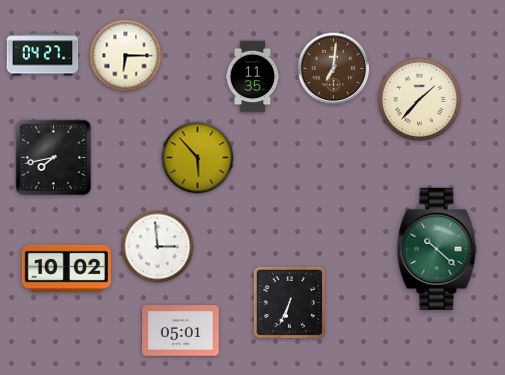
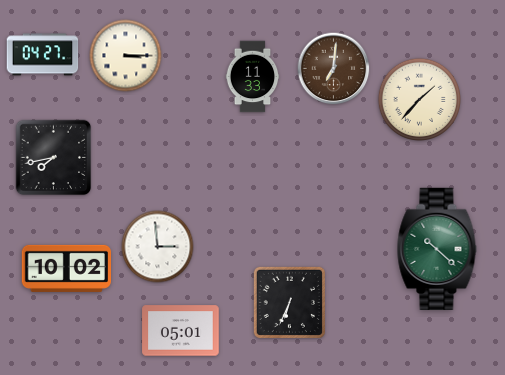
clock at (126, 56): 6:15 -> 3:15
clock at (253, 77): 11:35 -> 11:33
clock at (198, 158): 5:53 -> none
